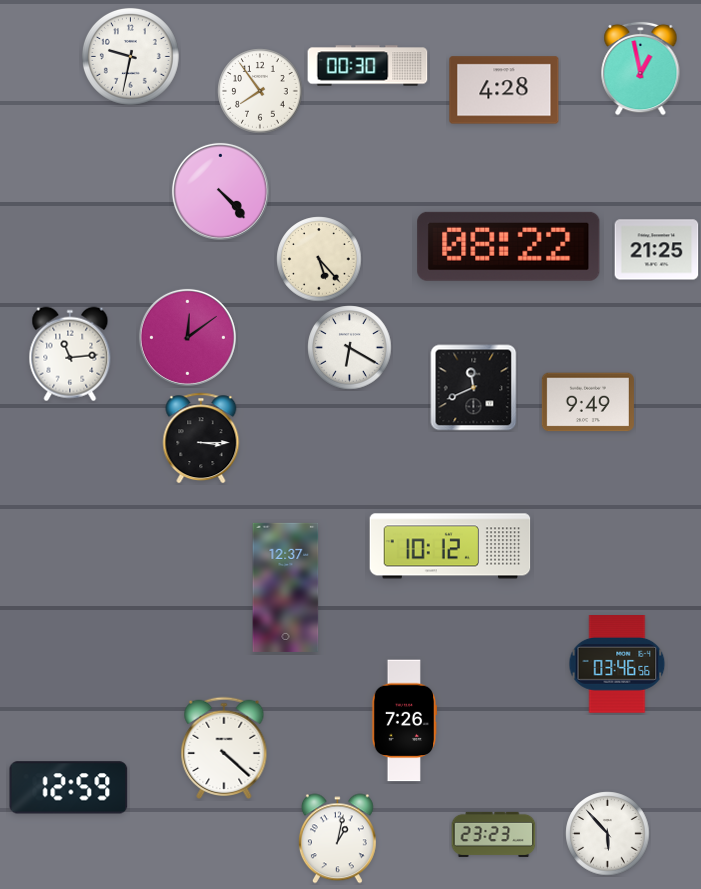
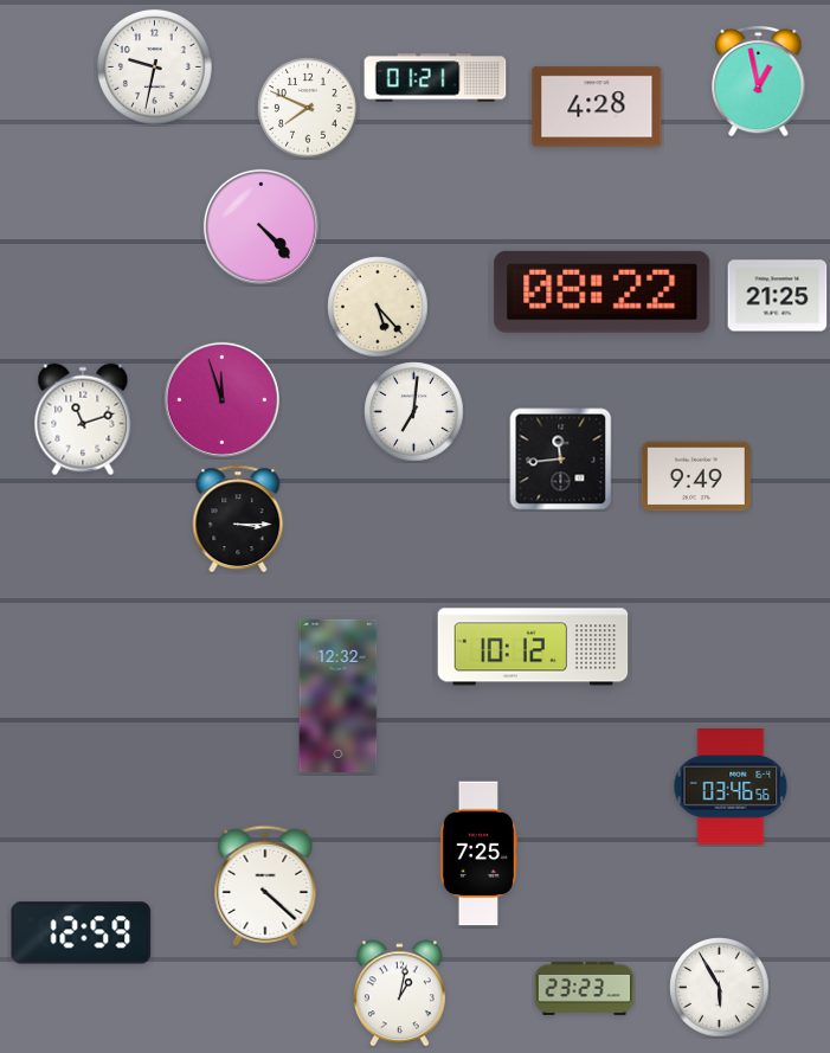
clock at (368, 66): 00:30 -> 01:21
clock at (260, 91): 7:54 -> 7:49
clock at (187, 337): 12:09 -> 11:57
clock at (350, 348): 6:20 -> 7:01
clock at (70, 354): 11:14 -> 11:12
clock at (474, 388): 11:41 -> 11:44
clock at (286, 587): 12:37 -> 12:32
clock at (404, 721): 7:26 -> 7:25
clock at (608, 834): 5:53 -> 5:55
